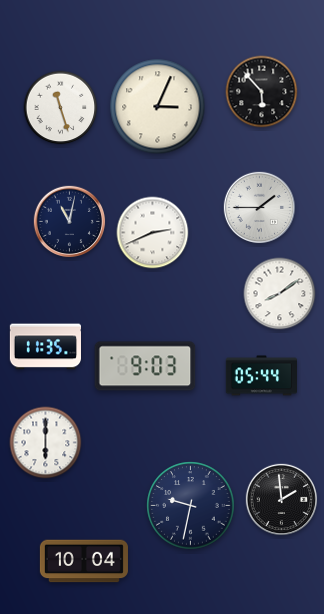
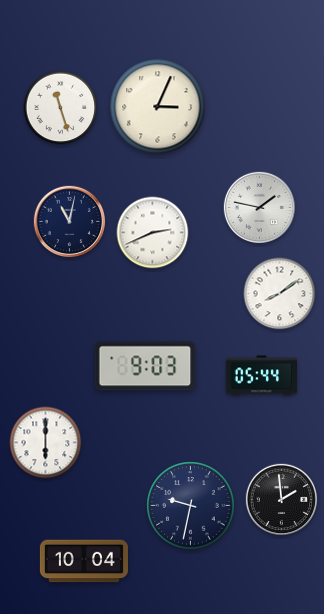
clock at (262, 92): 5:53 -> none
clock at (260, 208): 1:45 -> 1:47
clock at (45, 347): 11:35 -> none
